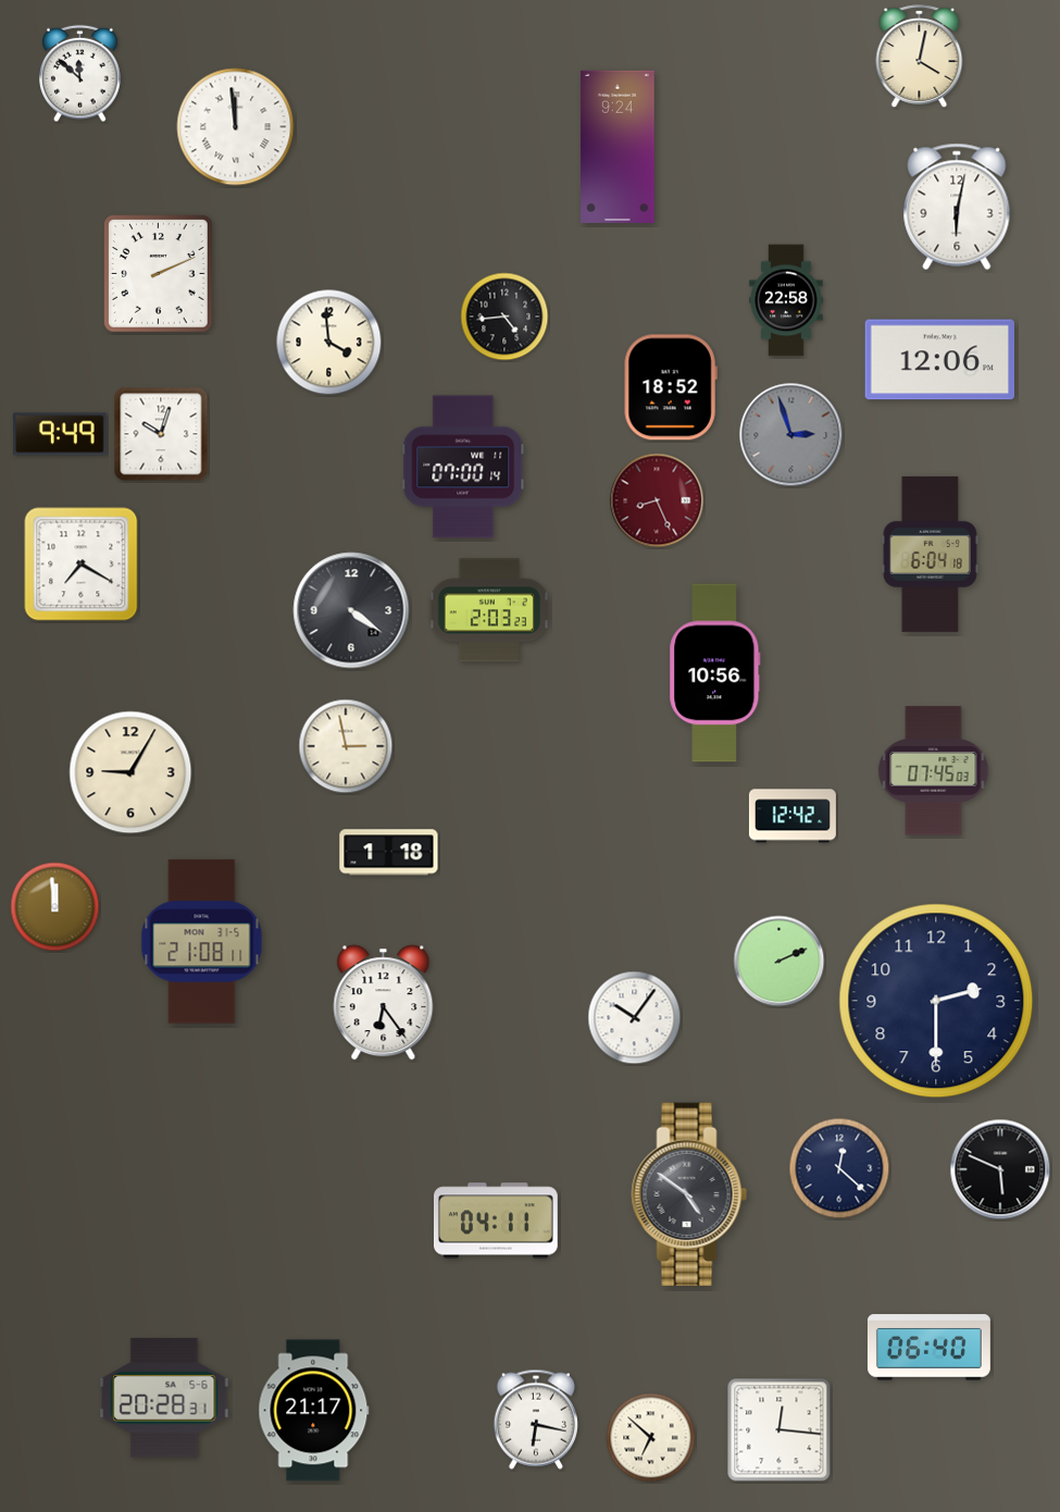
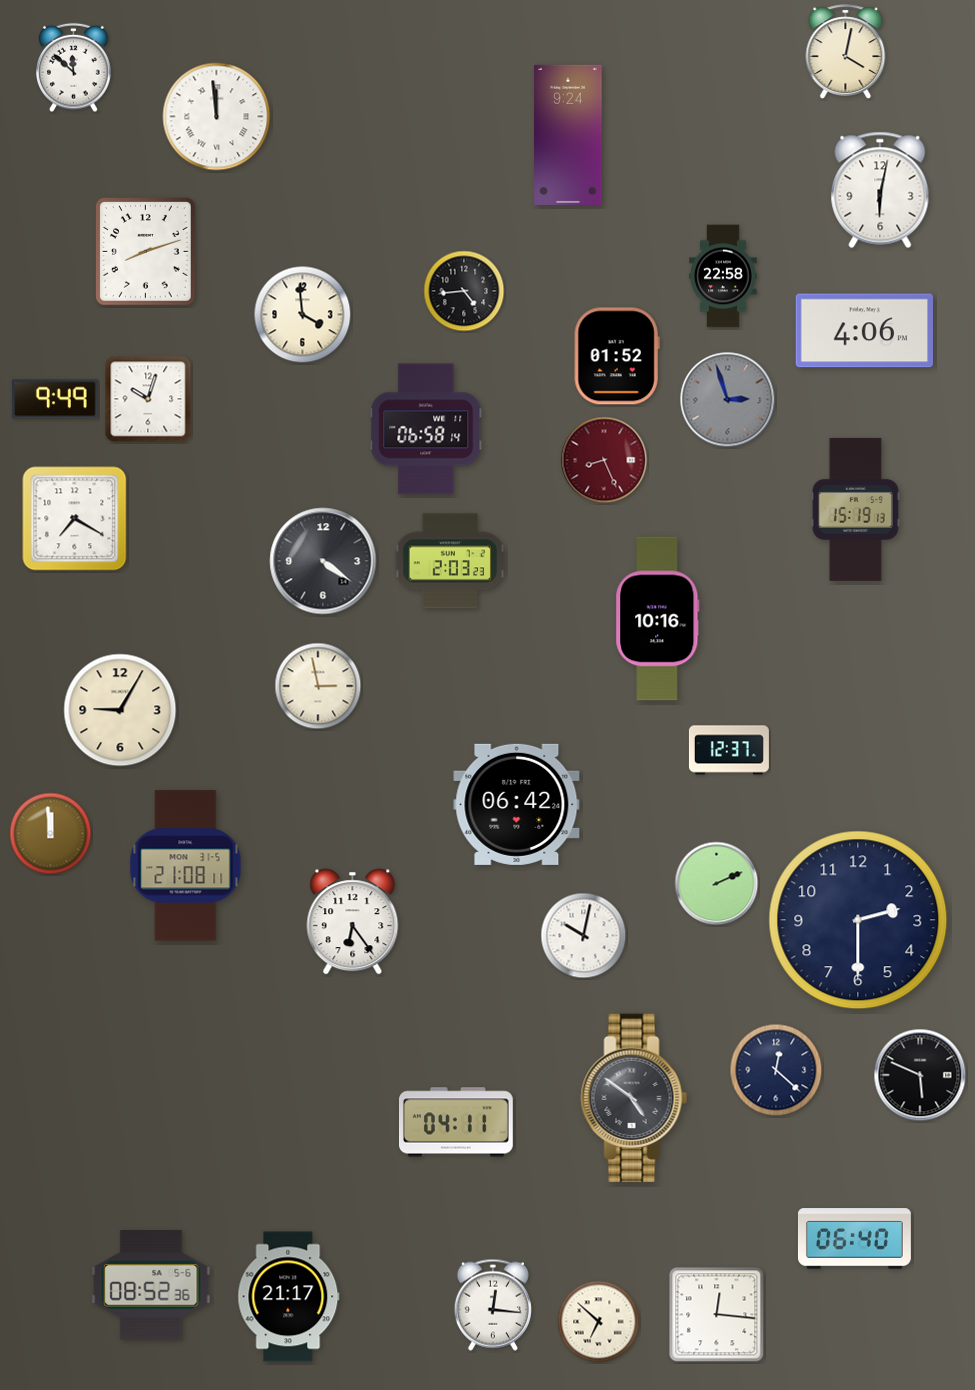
clock at (159, 274): 2:11 -> 8:12
clock at (939, 360): 12:06 -> 4:06
clock at (671, 387): 18:52 -> 01:52
clock at (463, 467): 07:00 -> 06:58
clock at (930, 554): 6:04 -> 15:19
clock at (715, 673): 10:56 -> 10:16
clock at (934, 771): 07:45 -> none
clock at (793, 816): 12:42 -> 12:37
clock at (389, 853): 1:18 -> none
clock at (517, 804): none -> 06:42
clock at (936, 1001) position: (936, 1001) -> (858, 920)
clock at (635, 1018): 10:06 -> 10:02
clock at (839, 1168) position: (839, 1168) -> (776, 1070)
clock at (164, 1398): 20:28 -> 08:52
clock at (536, 1420): 6:17 -> 12:16
